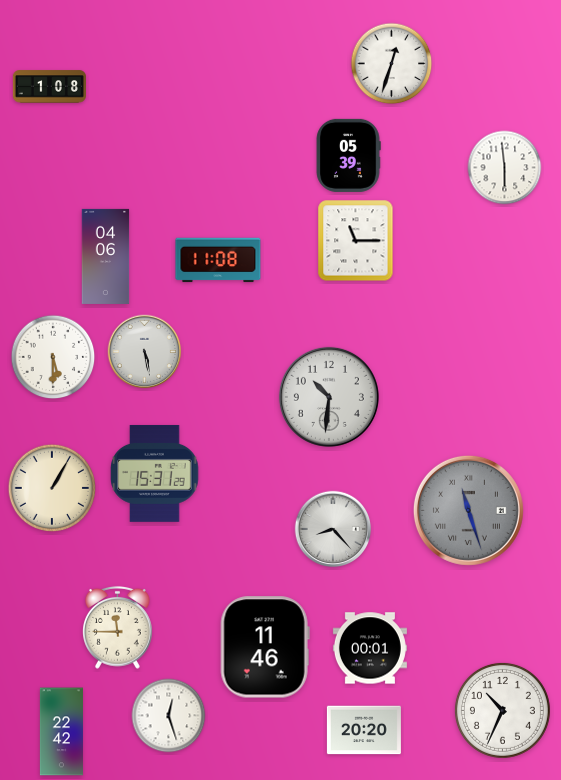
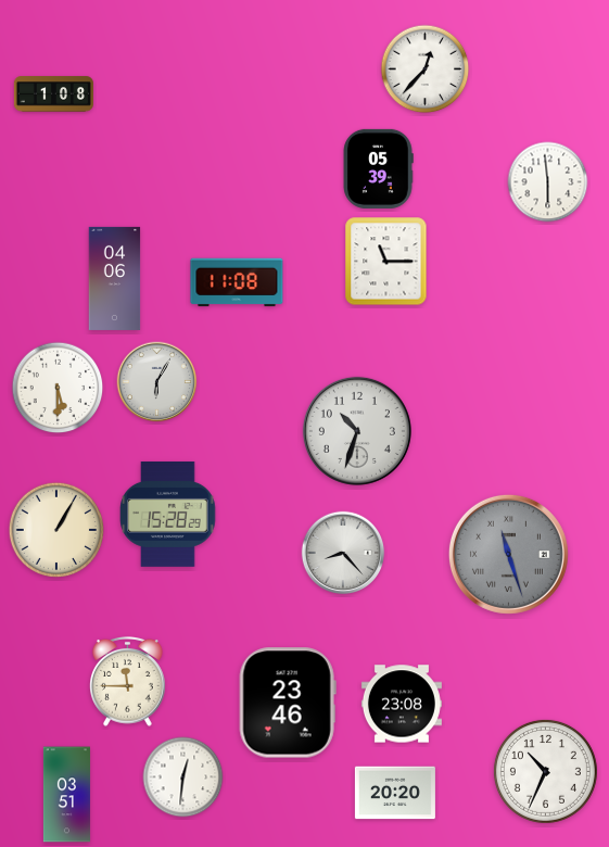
clock at (392, 64): 12:33 -> 12:37
clock at (145, 352): 5:28 -> 6:05
clock at (329, 397): 10:31 -> 10:33
clock at (155, 473): 15:31 -> 15:28
clock at (333, 529) position: (333, 529) -> (343, 553)
clock at (265, 647): 11:46 -> 23:46
clock at (370, 648): 00:01 -> 23:08
clock at (169, 716): 12:27 -> 12:31
clock at (61, 732): 22:42 -> 03:51
